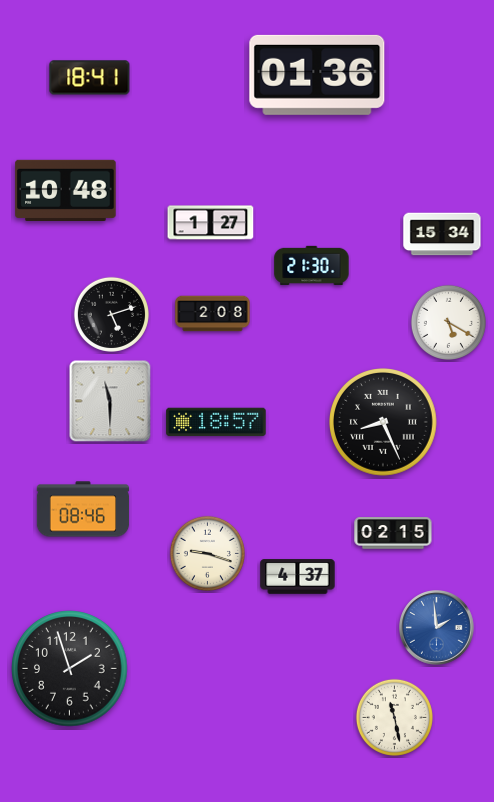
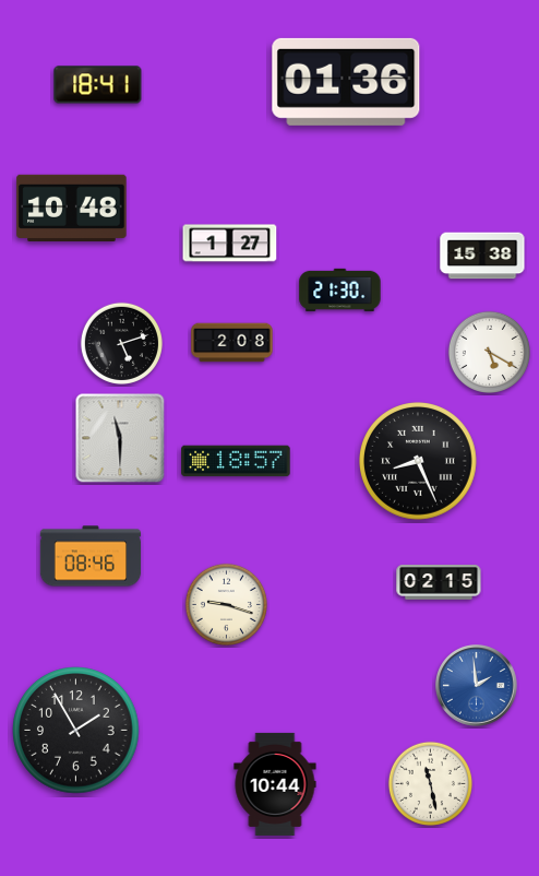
clock at (442, 234): 15:34 -> 15:38
clock at (393, 533) position: (393, 533) -> (439, 582)
clock at (298, 577): 4:37 -> none
clock at (70, 669): 1:57 -> 1:55
clock at (275, 784): none -> 10:44
